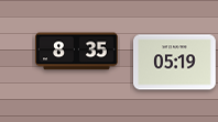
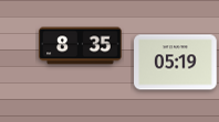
clock at (77, 52) position: (77, 52) -> (81, 46)
